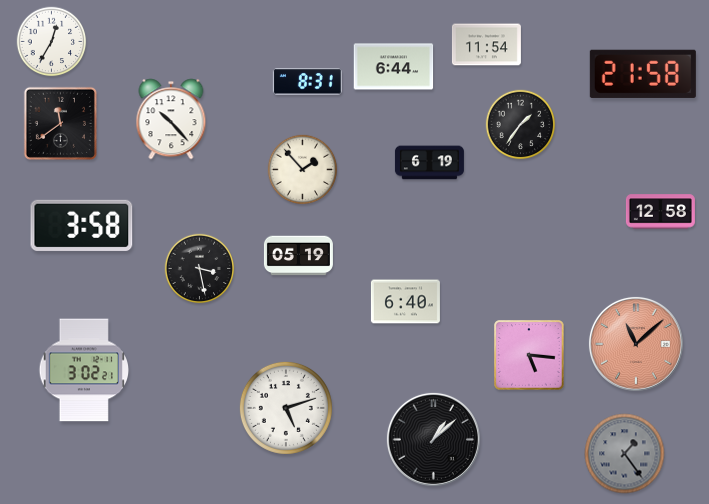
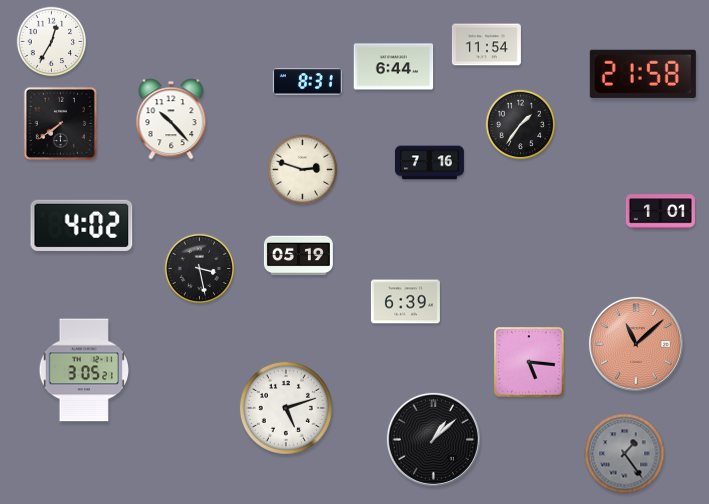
clock at (60, 123): 11:39 -> 7:39
clock at (429, 163): 6:19 -> 7:16
clock at (303, 170): 1:53 -> 2:48
clock at (660, 212): 12:58 -> 1:01
clock at (82, 225): 3:58 -> 4:02
clock at (405, 302): 6:40 -> 6:39
clock at (529, 355) position: (529, 355) -> (529, 362)
clock at (83, 370): 3:02 -> 3:05
